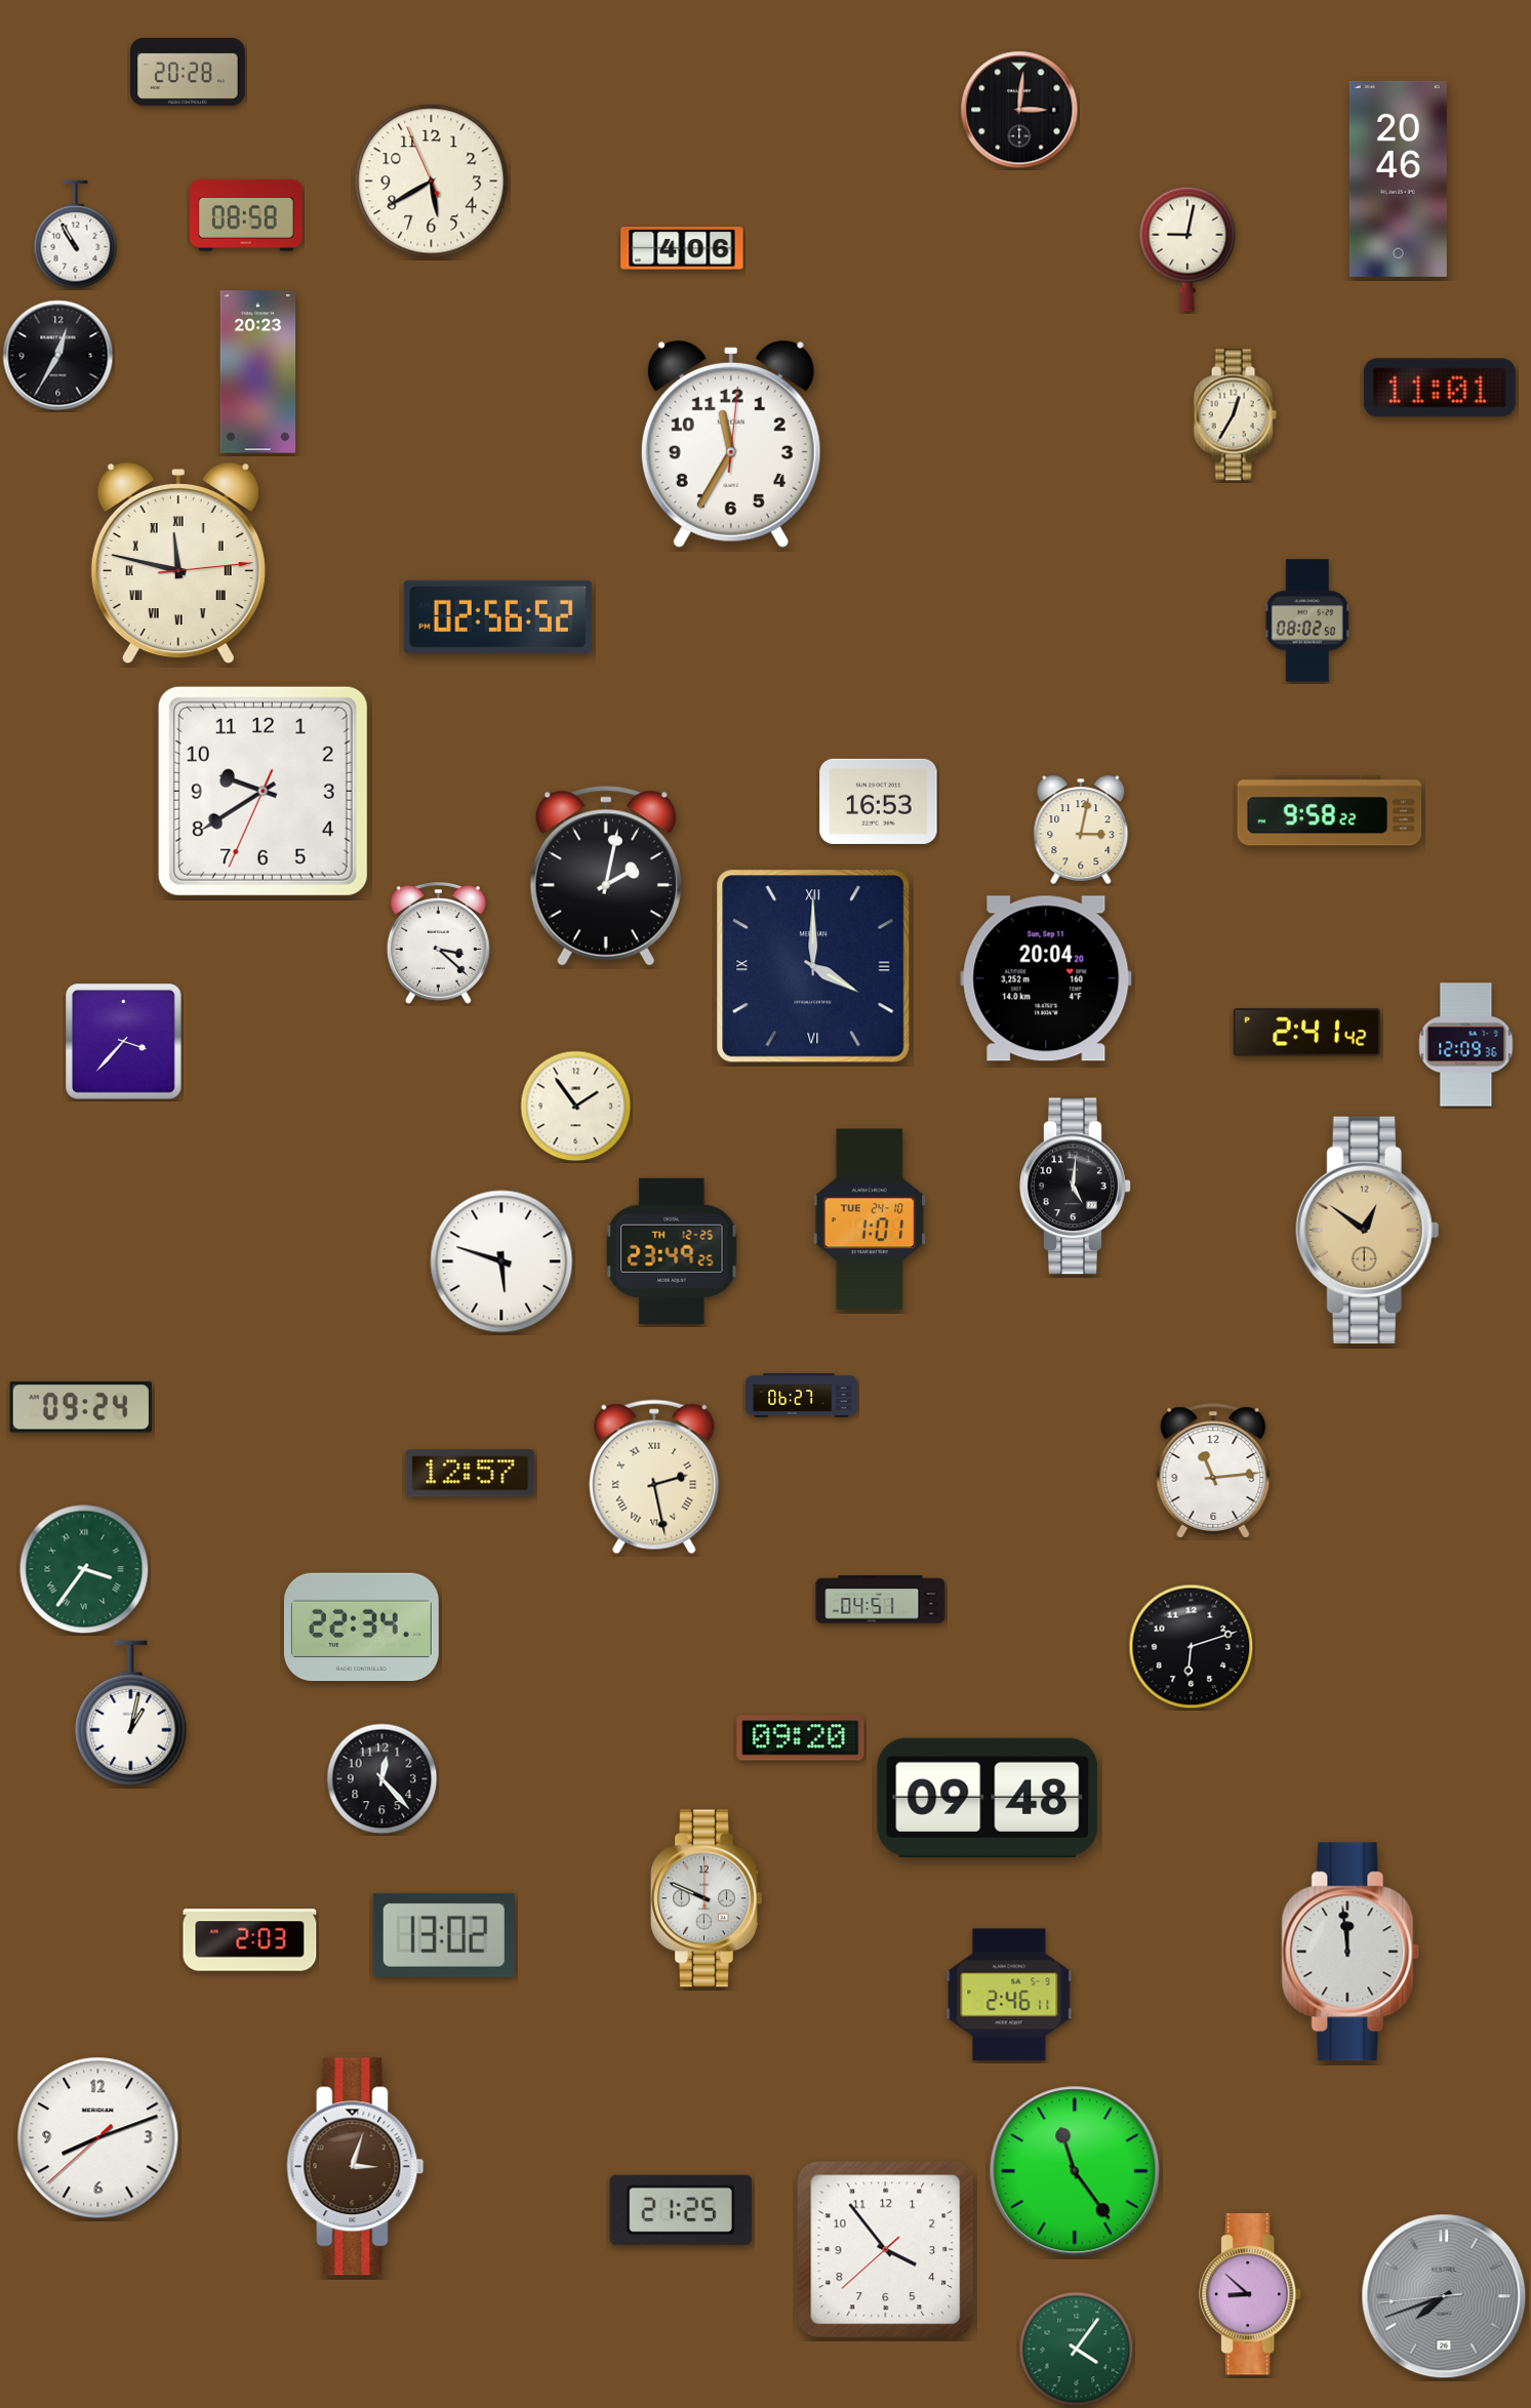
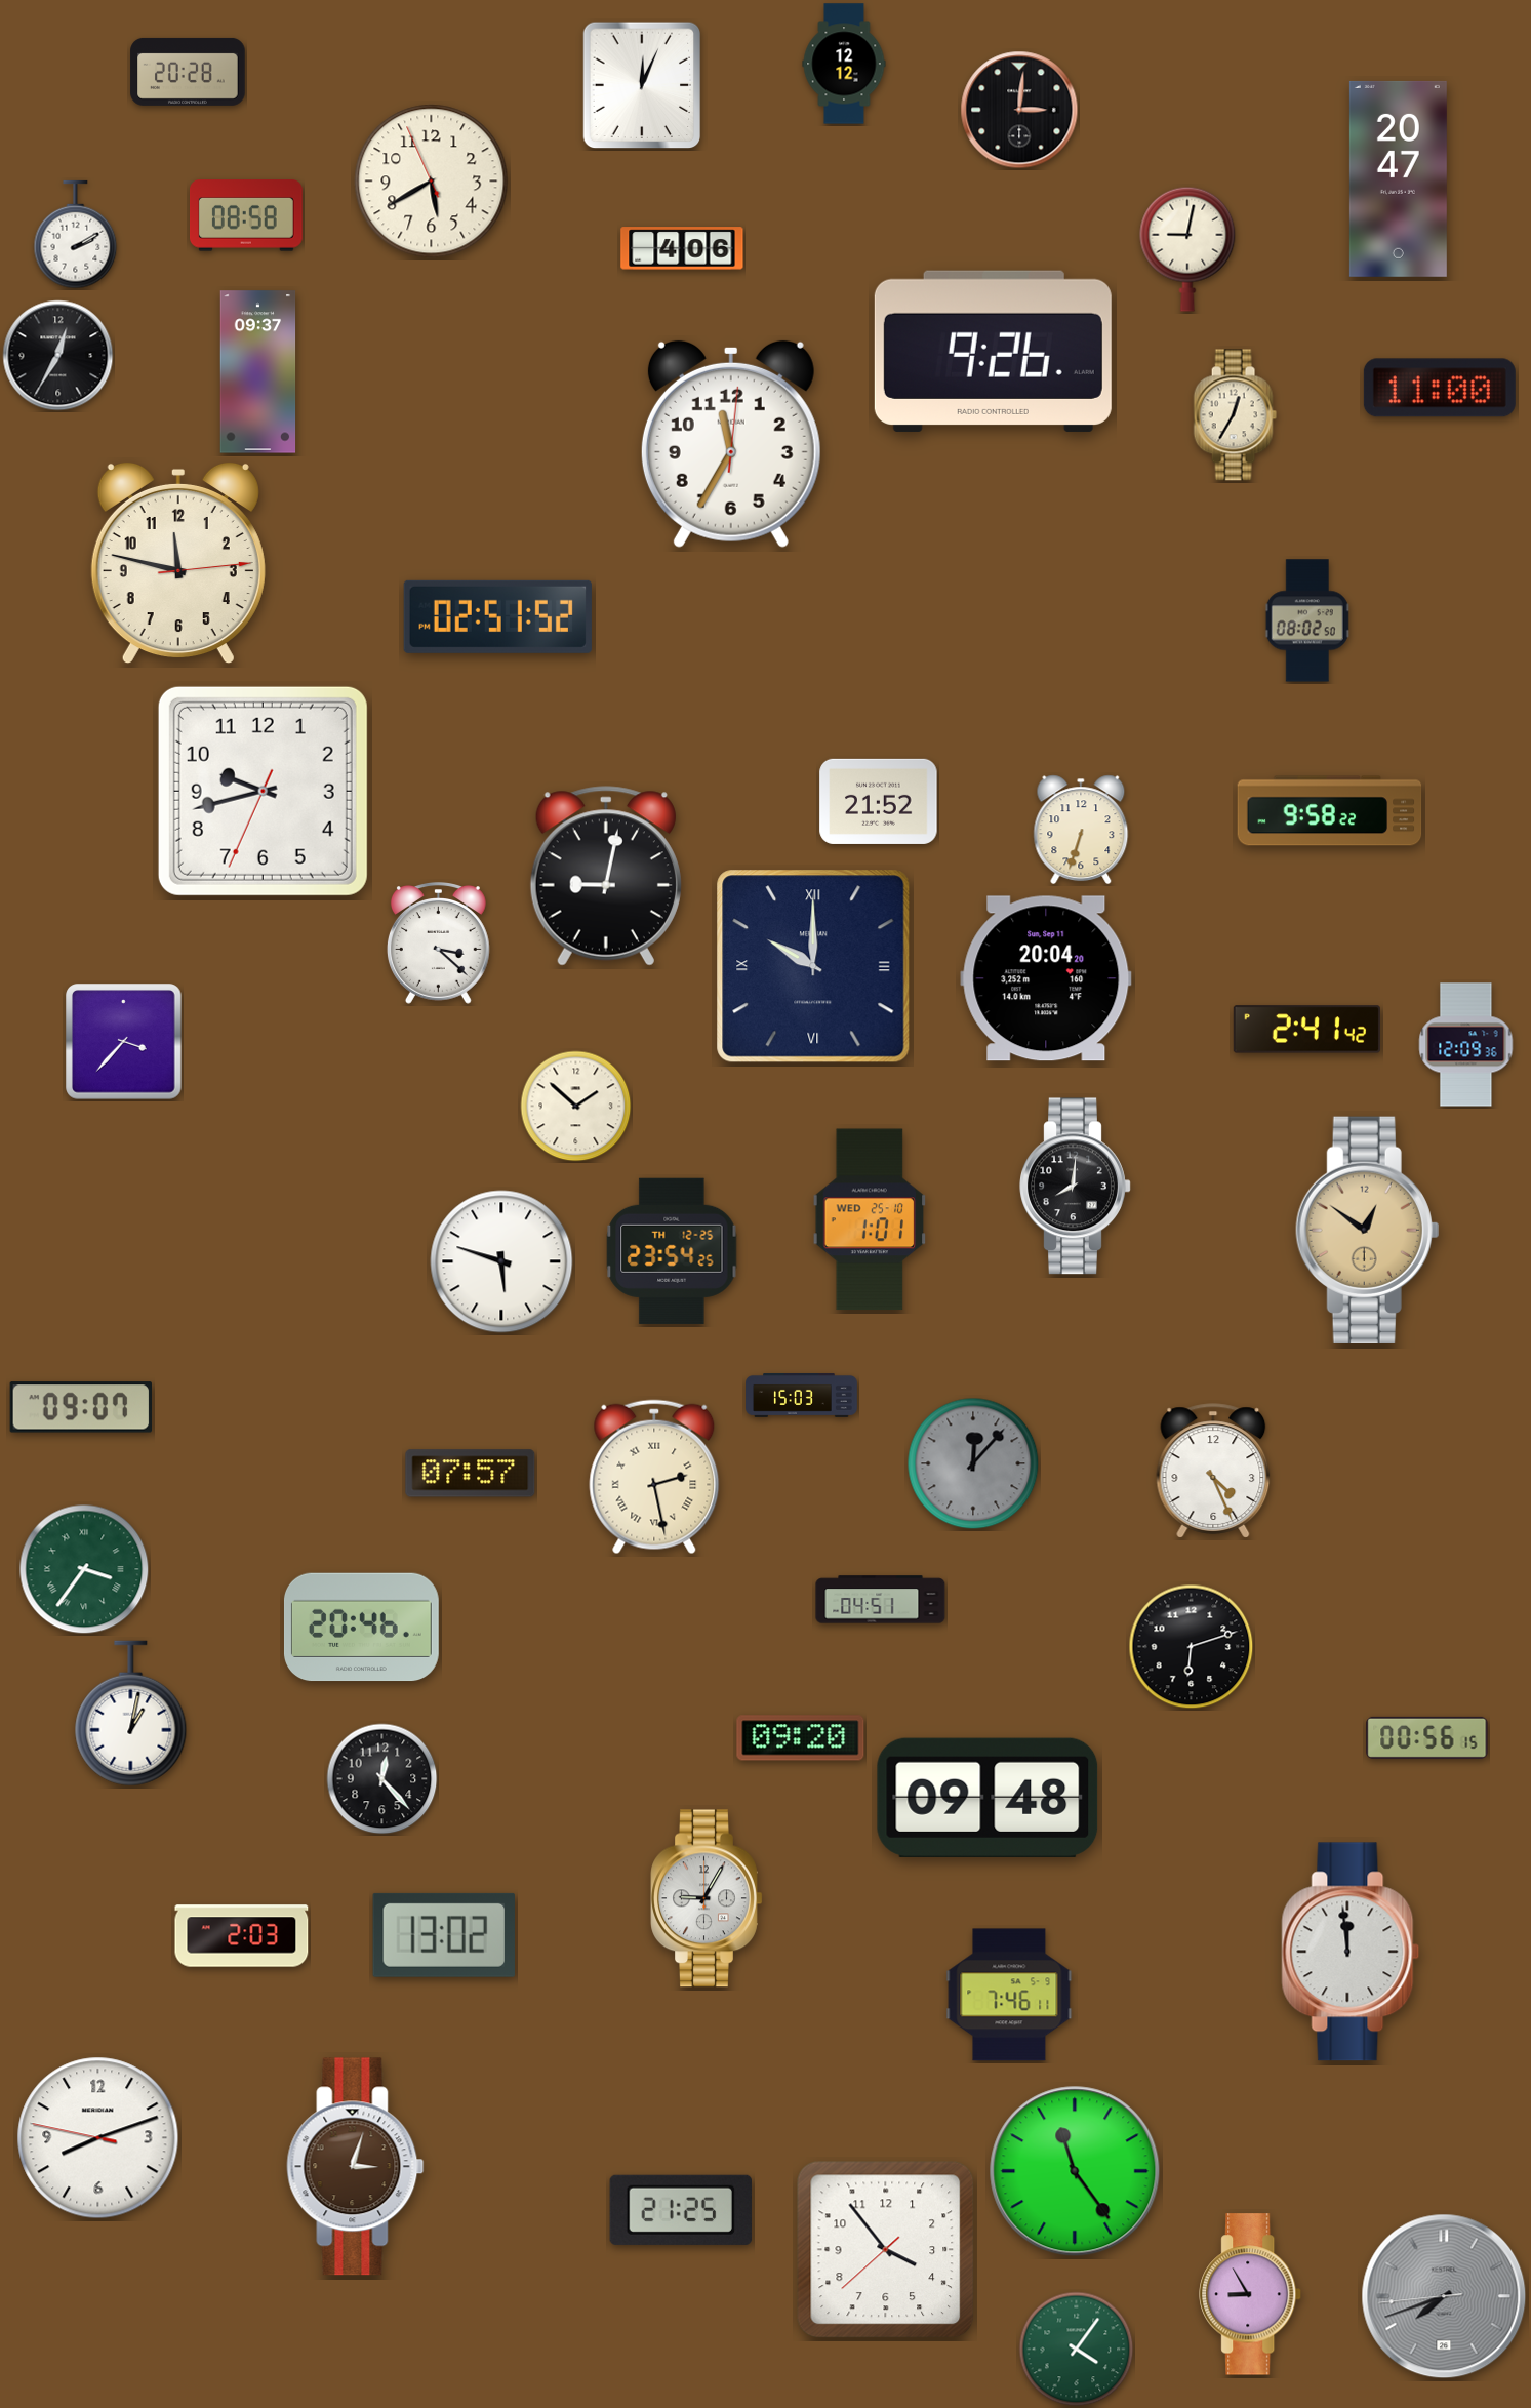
clock at (844, 64): none -> 12:12
clock at (642, 85): none -> 12:04
clock at (1398, 178): 20:46 -> 20:47
clock at (76, 235): 10:55 -> 2:10
clock at (993, 351): none -> 9:26
clock at (258, 372): 20:23 -> 09:37
clock at (1440, 388): 11:01 -> 11:00
clock at (178, 563) numerals: Roman -> Arabic
clock at (497, 616): 02:56 -> 02:51
clock at (263, 791): 9:39 -> 9:42
clock at (879, 801): 16:53 -> 21:52
clock at (1081, 830): 3:02 -> 6:33
clock at (606, 876): 2:02 -> 9:02
clock at (813, 966): 4:00 -> 10:00
clock at (1306, 1033) position: (1306, 1033) -> (1306, 1030)
clock at (576, 1107): 1:54 -> 1:52
clock at (1076, 1187): 5:01 -> 8:01
clock at (870, 1219) date: TUE 24-10 -> WED 25-10
clock at (672, 1251): 23:49 -> 23:54
clock at (802, 1396): 06:27 -> 15:03
clock at (80, 1407): 09:24 -> 09:07
clock at (973, 1463): none -> 12:07
clock at (1213, 1471): 11:14 -> 4:26
clock at (471, 1474): 12:57 -> 07:57
clock at (361, 1628): 22:34 -> 20:46
clock at (1427, 1737): none -> 00:56
clock at (707, 1898): 9:49 -> 9:05
clock at (250, 1940) position: (250, 1940) -> (242, 1936)
clock at (1009, 1995): 2:46 -> 7:46
clock at (98, 2138): 8:11:38 -> 8:11:47
clock at (1251, 2294): 8:52 -> 8:55
